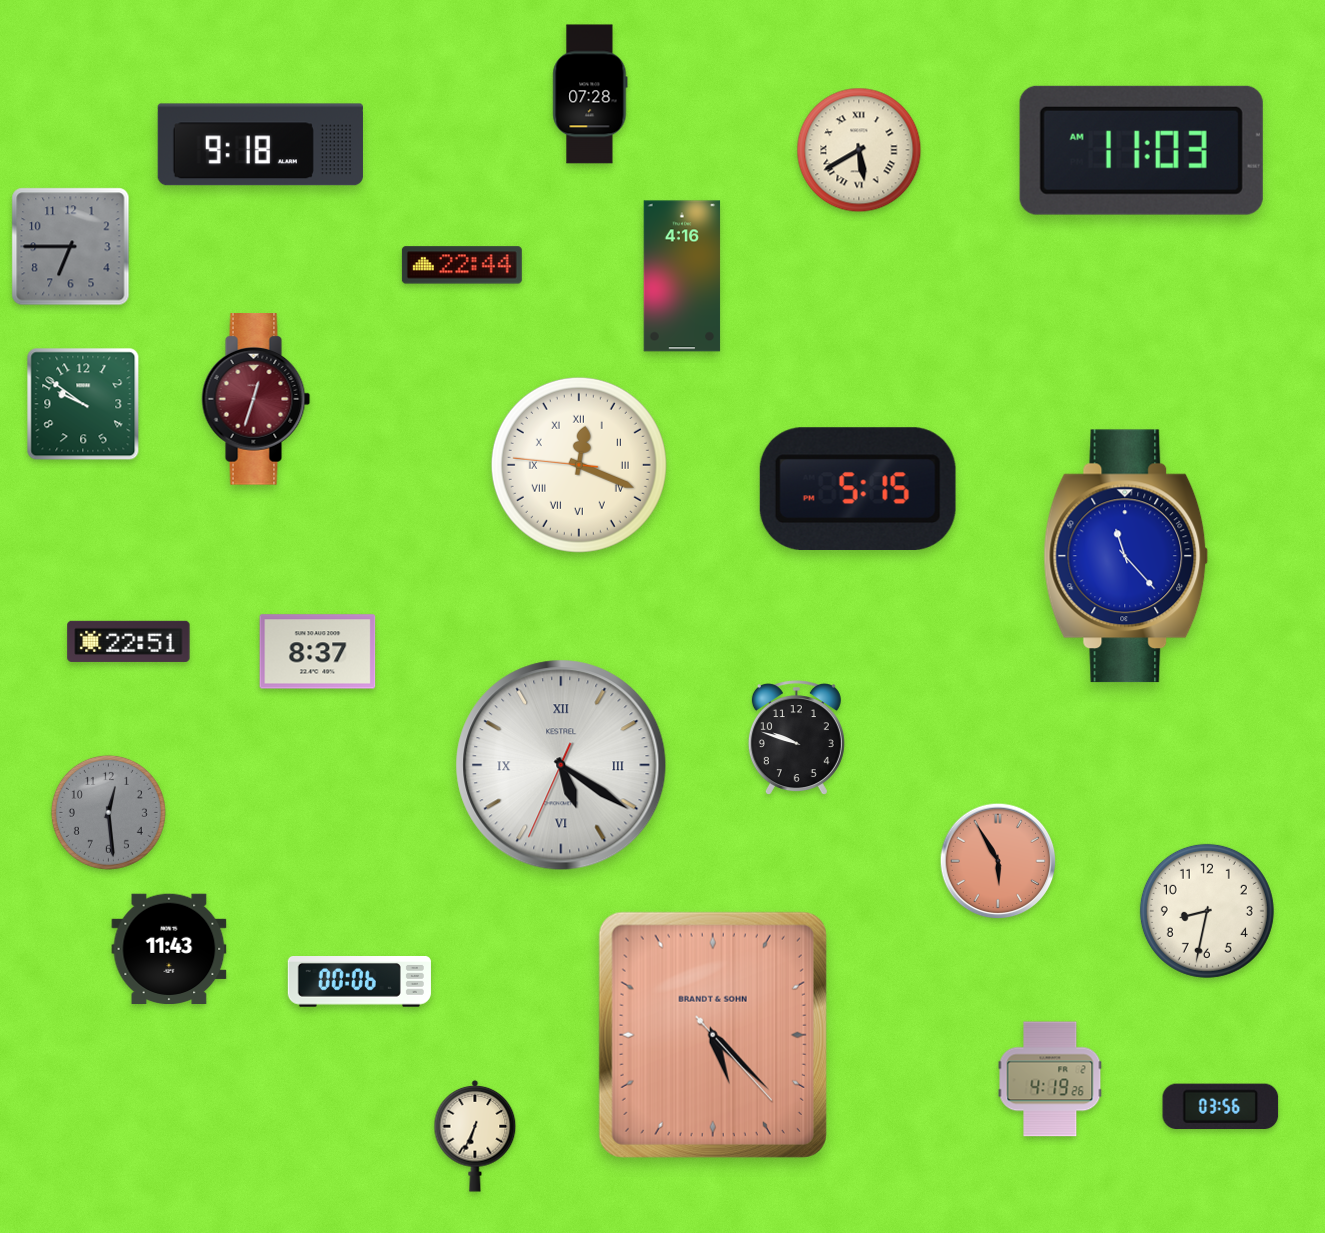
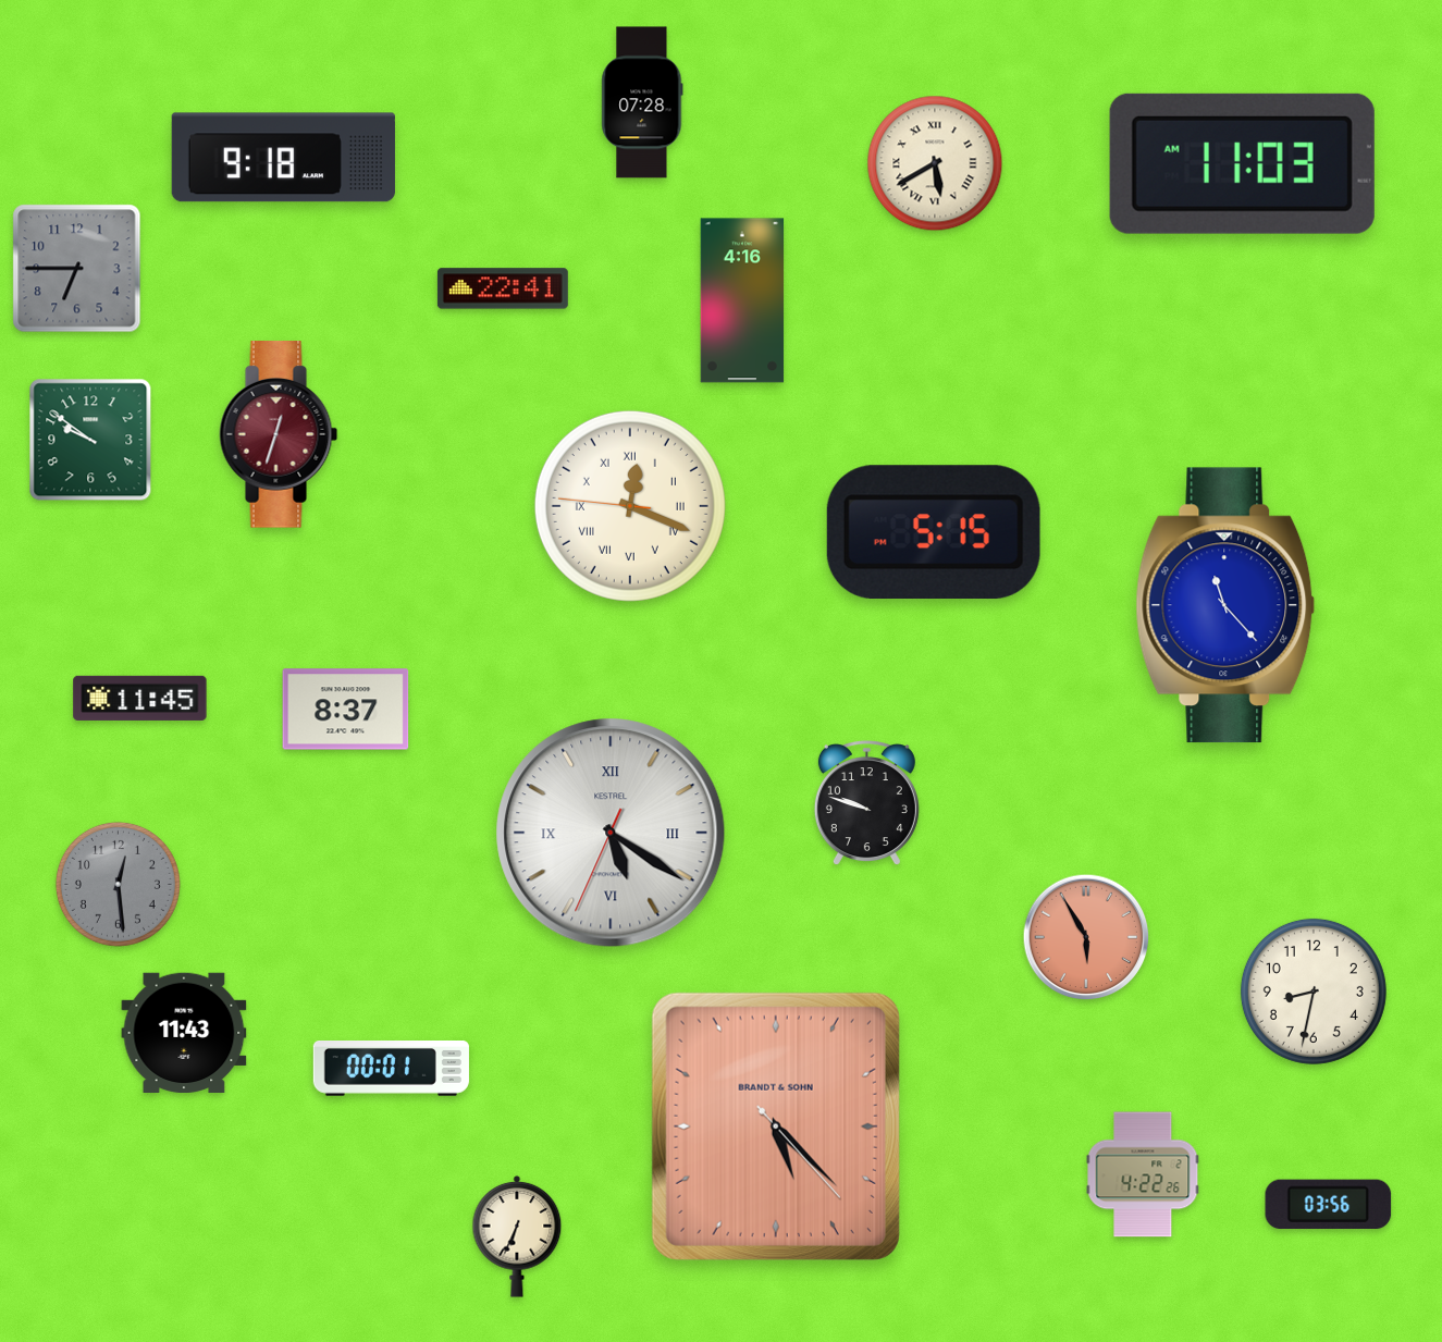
clock at (462, 265): 22:44 -> 22:41
clock at (129, 641): 22:51 -> 11:45
clock at (359, 982): 00:06 -> 00:01
clock at (1050, 1079): 4:19 -> 4:22
